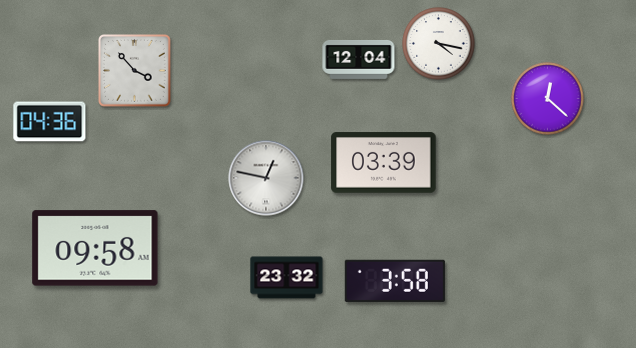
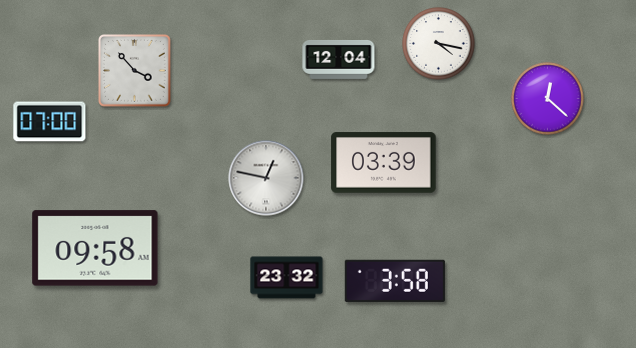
clock at (359, 59) position: (359, 59) -> (339, 59)
clock at (50, 122): 04:36 -> 07:00
